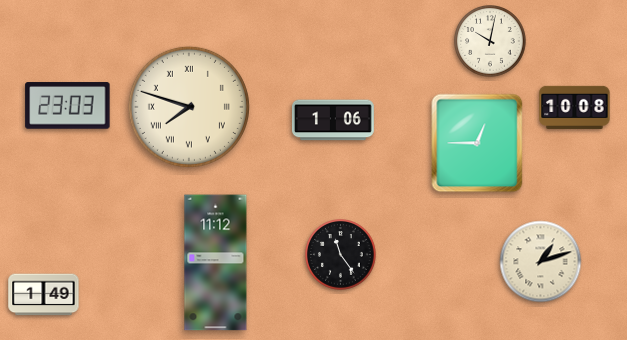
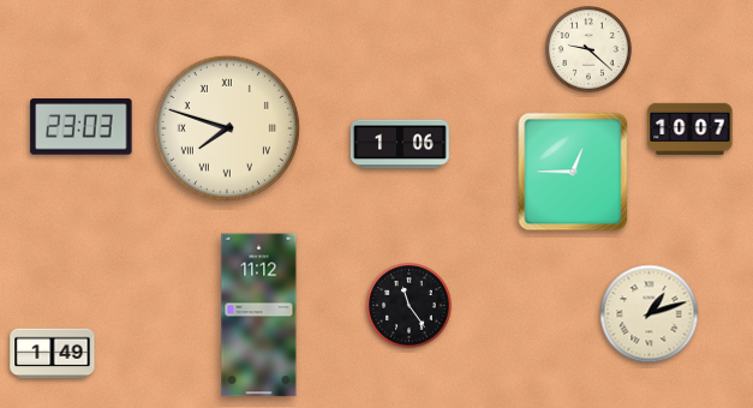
clock at (490, 41): 10:02 -> 9:22
clock at (575, 107): 10:08 -> 10:07
